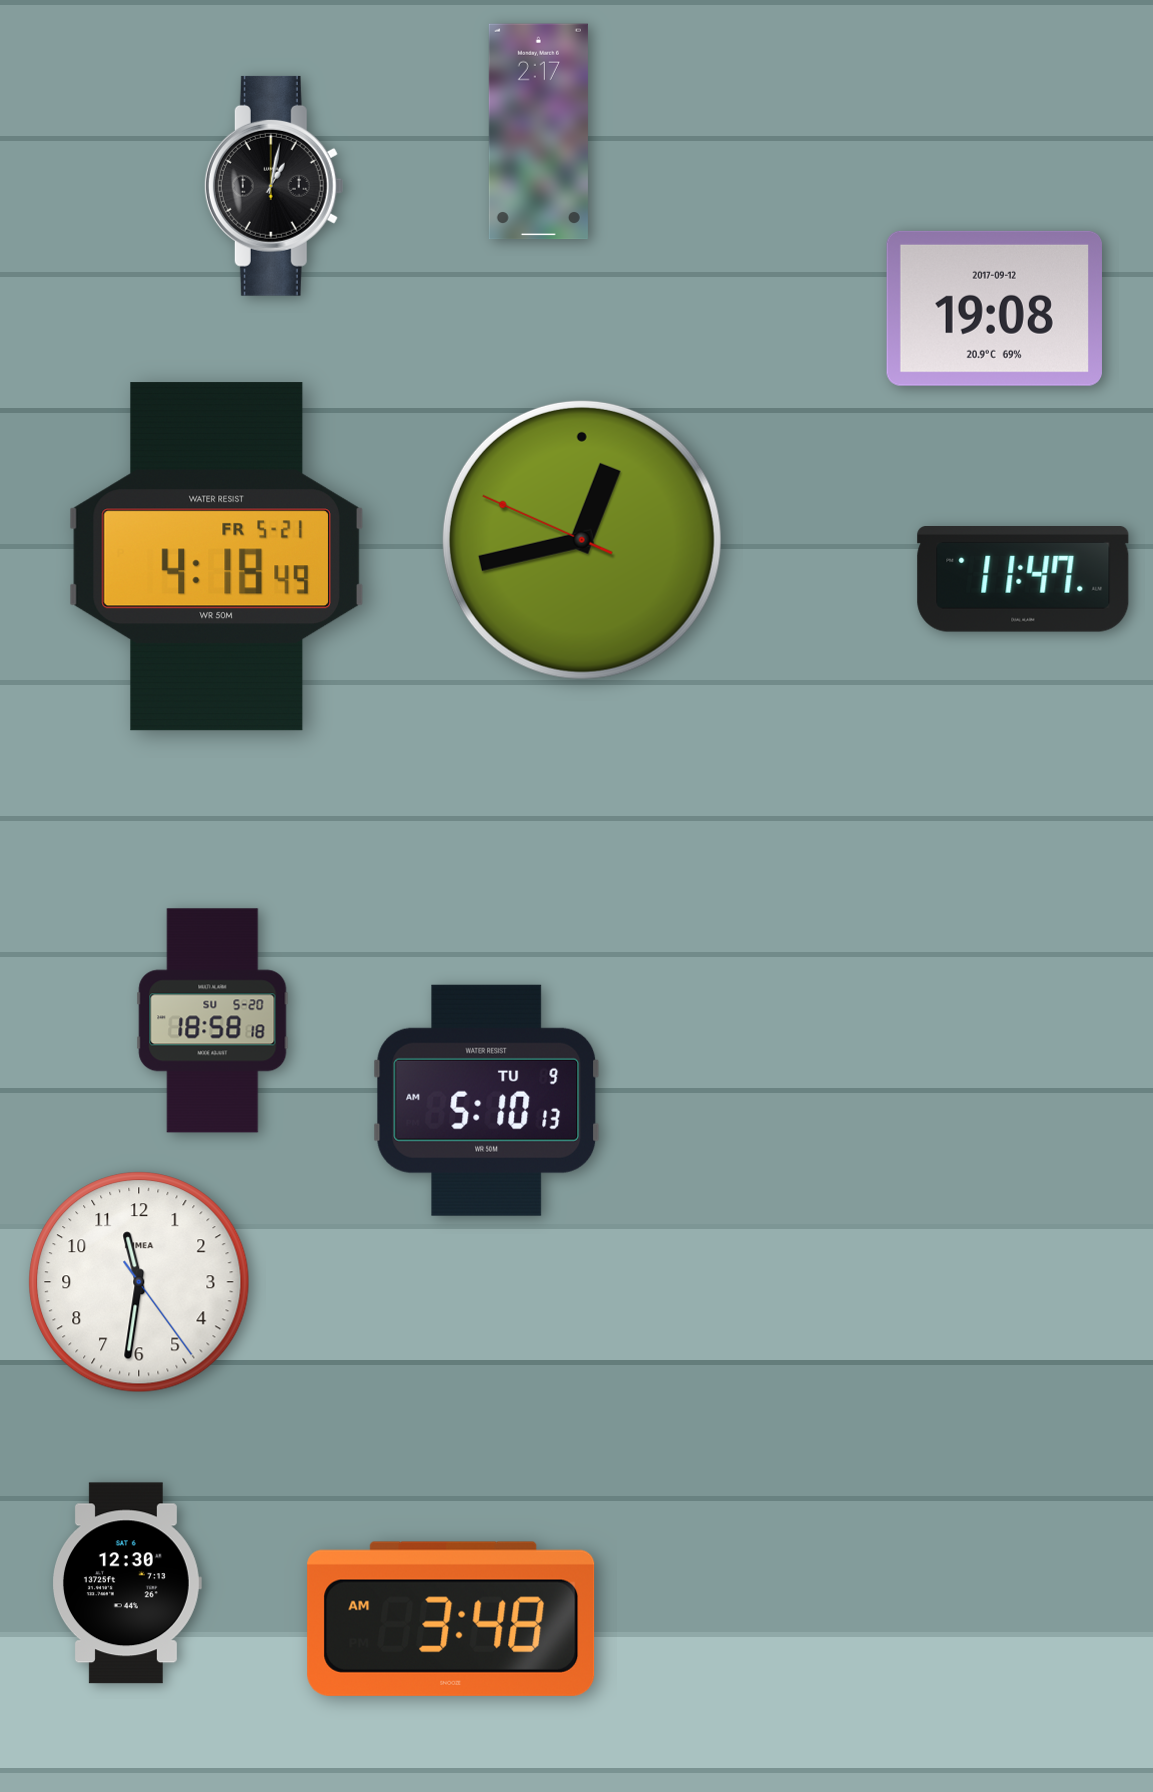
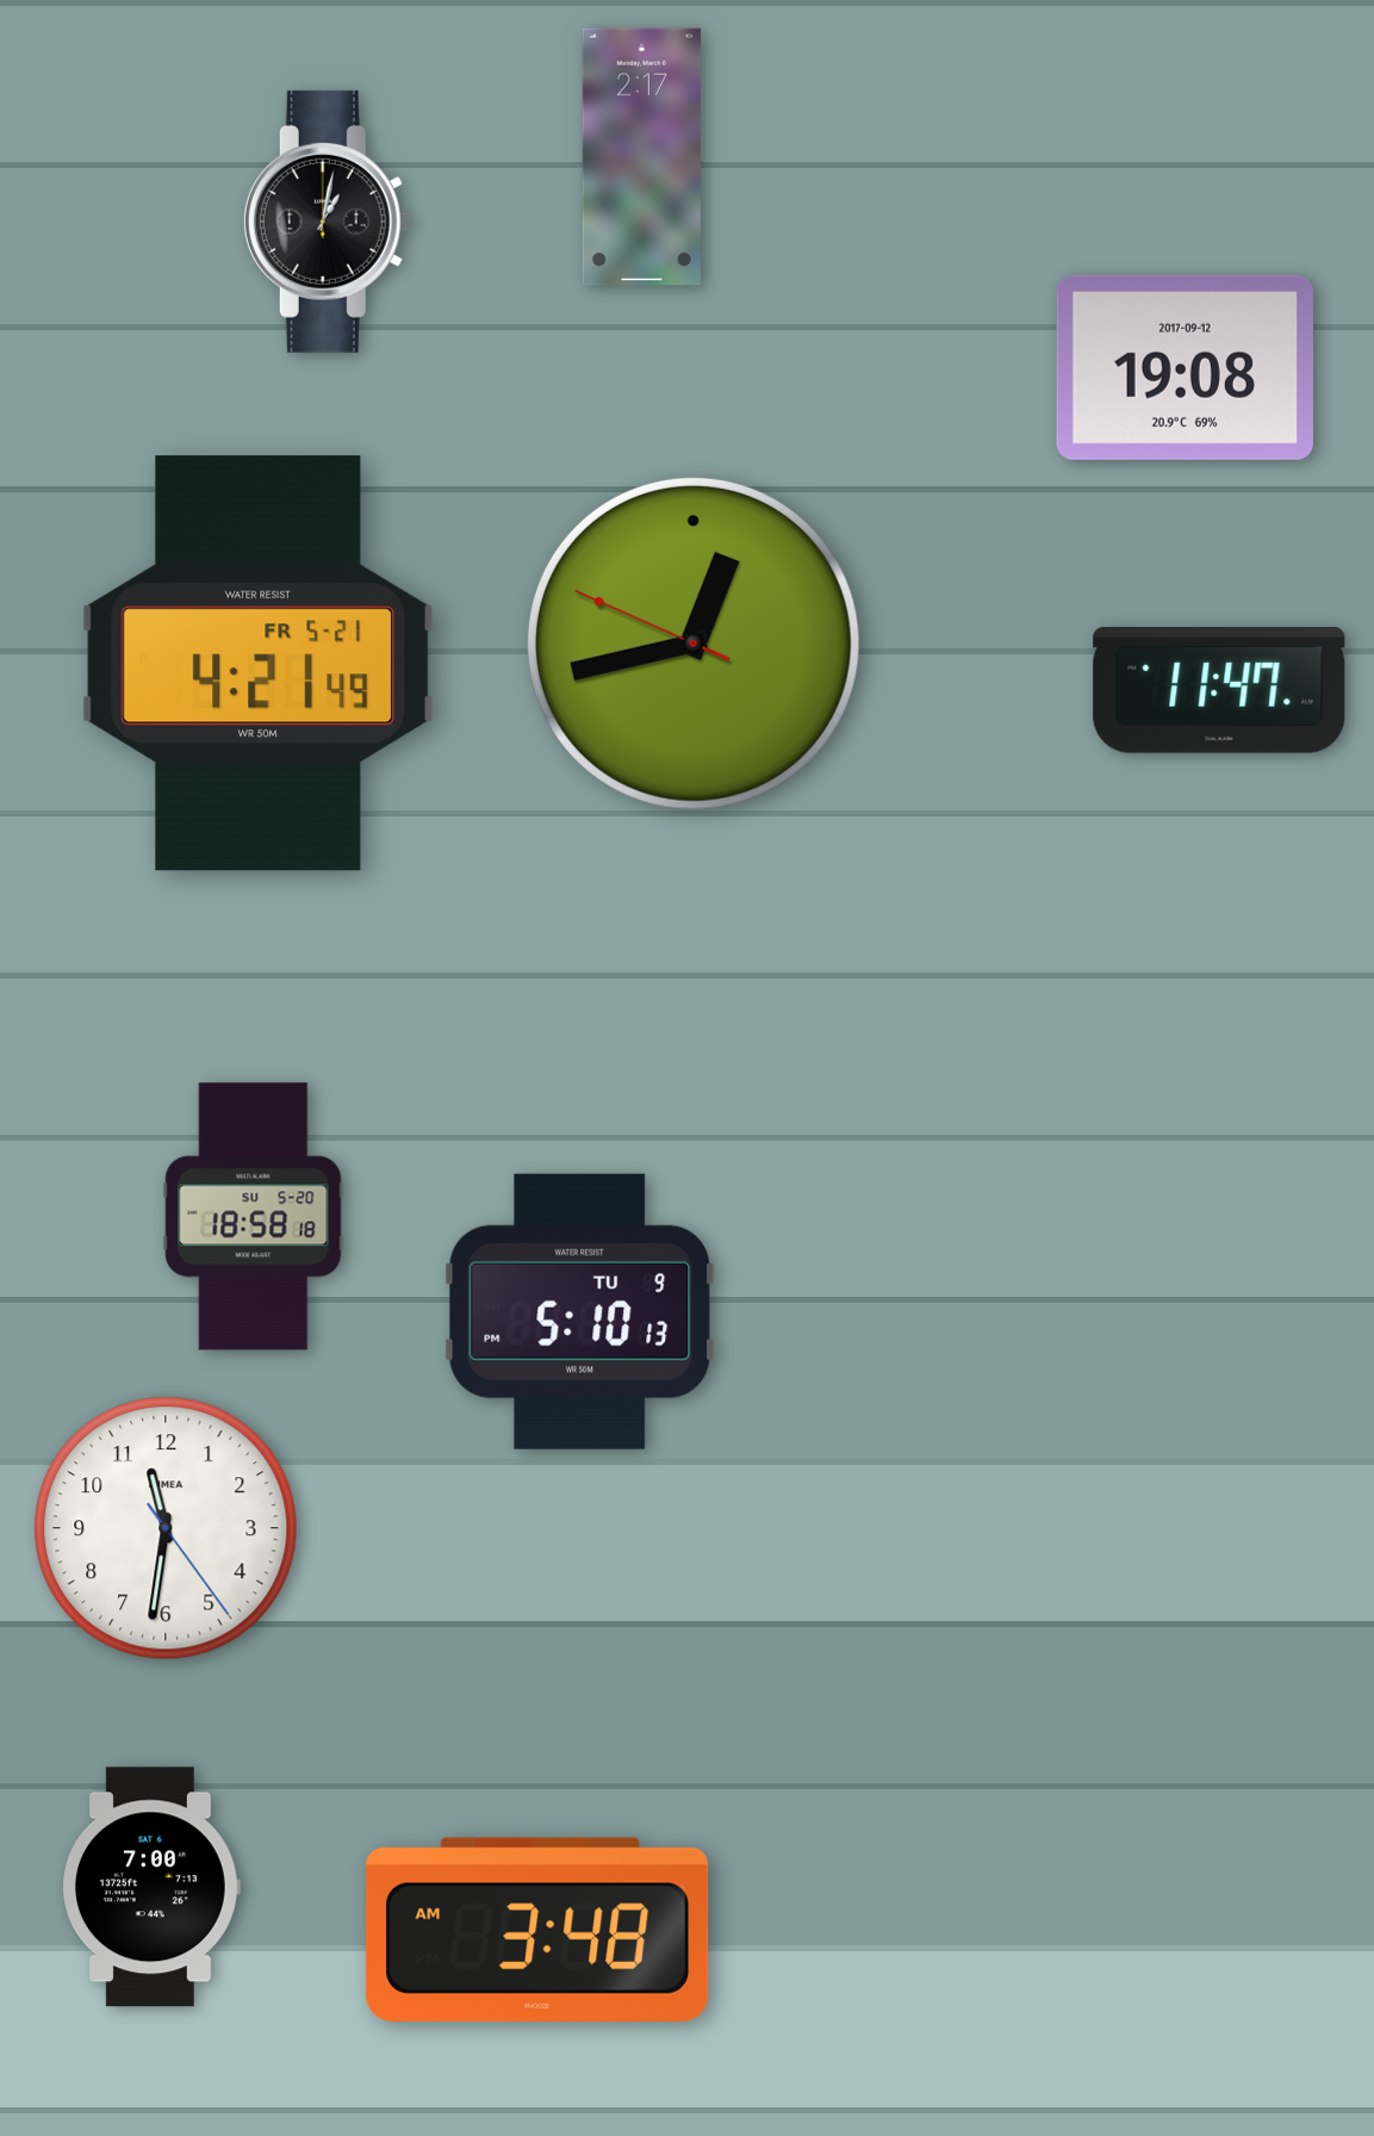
clock at (216, 557): 4:18 -> 4:21
clock at (487, 1100): 5:10:13 AM -> 5:10:13 PM
clock at (127, 1583): 12:30 -> 7:00
